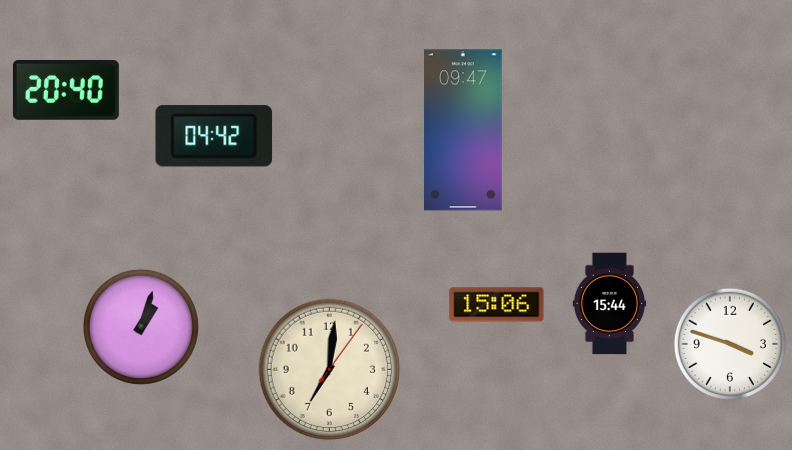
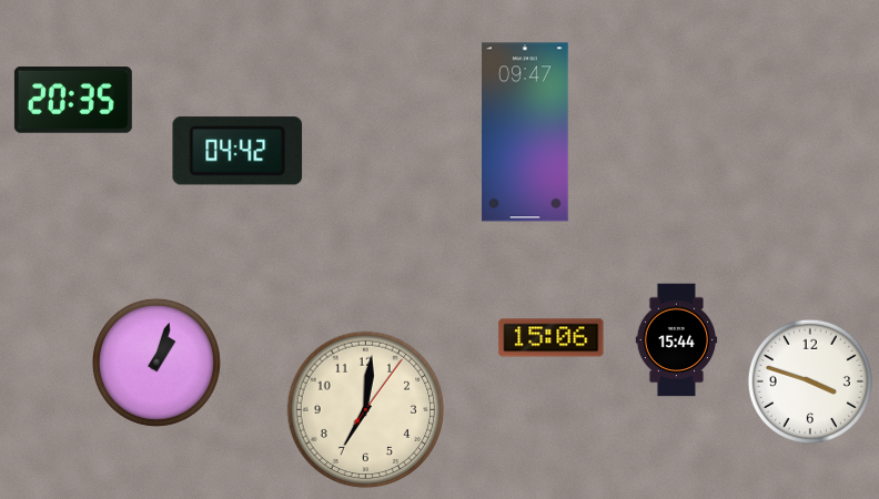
clock at (66, 91): 20:40 -> 20:35
clock at (463, 130) position: (463, 130) -> (525, 132)
clock at (610, 304) position: (610, 304) -> (677, 340)
